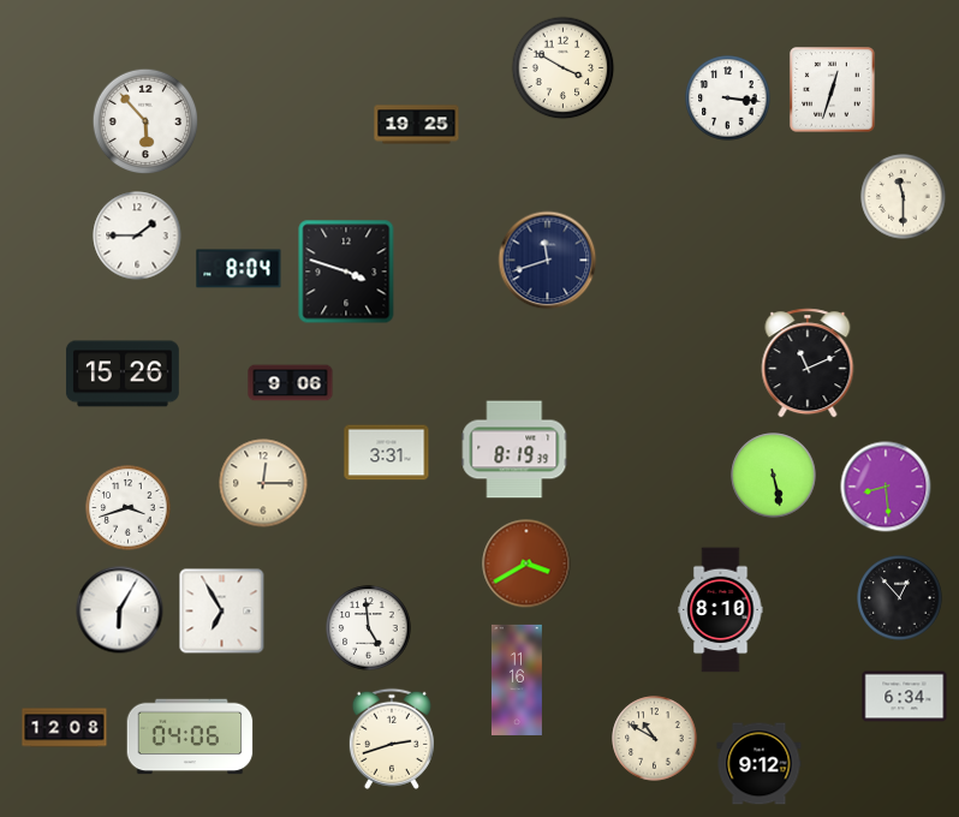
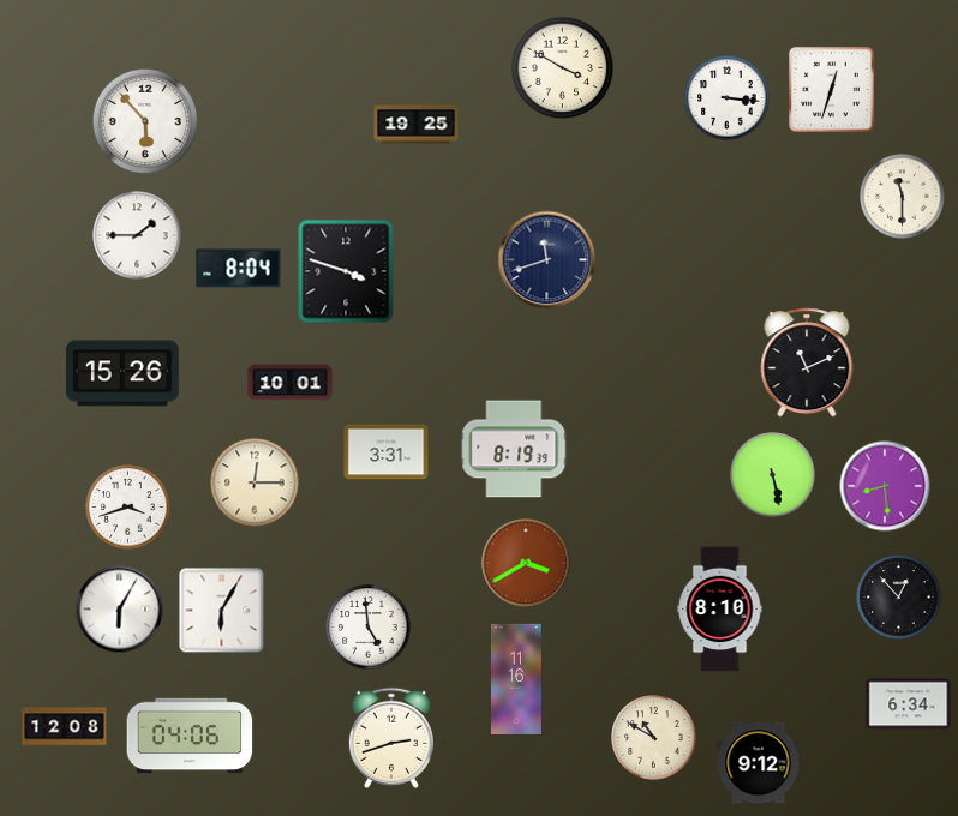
clock at (291, 383): 9:06 -> 10:01
clock at (263, 483) position: (263, 483) -> (255, 482)
clock at (222, 612): 6:55 -> 6:05
clock at (905, 697) position: (905, 697) -> (909, 704)
